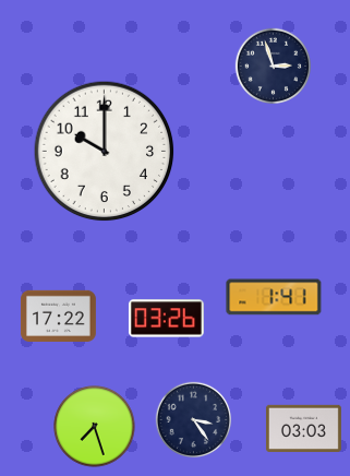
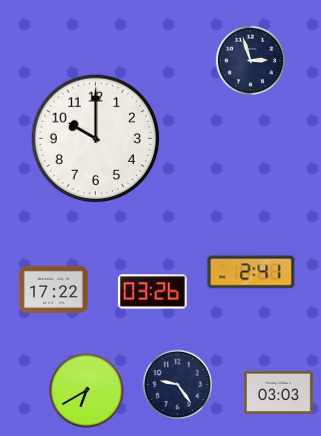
clock at (274, 297): 1:41 -> 2:41
clock at (193, 419): 3:24 -> 9:24
clock at (95, 427): 7:27 -> 6:40
